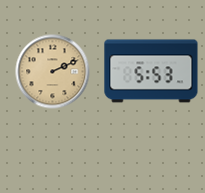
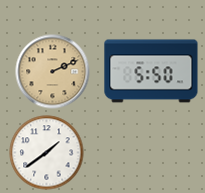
clock at (151, 71): 5:53 -> 5:50
clock at (47, 153): none -> 1:39
